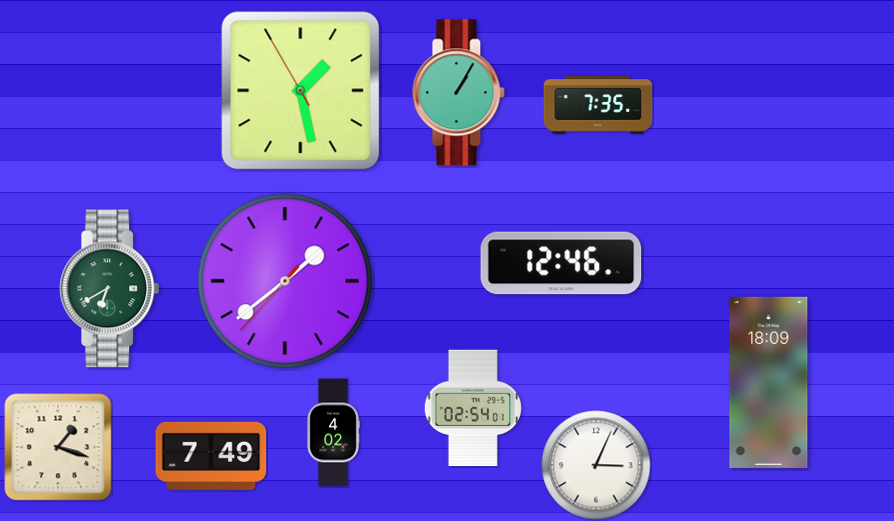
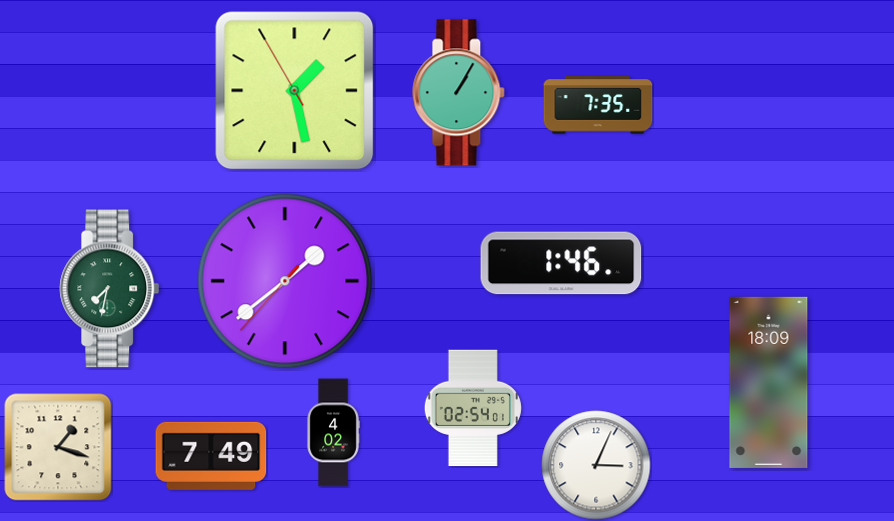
clock at (301, 91) position: (301, 91) -> (295, 91)
clock at (561, 263): 12:46 -> 1:46
clock at (110, 289): 6:40 -> 7:32
